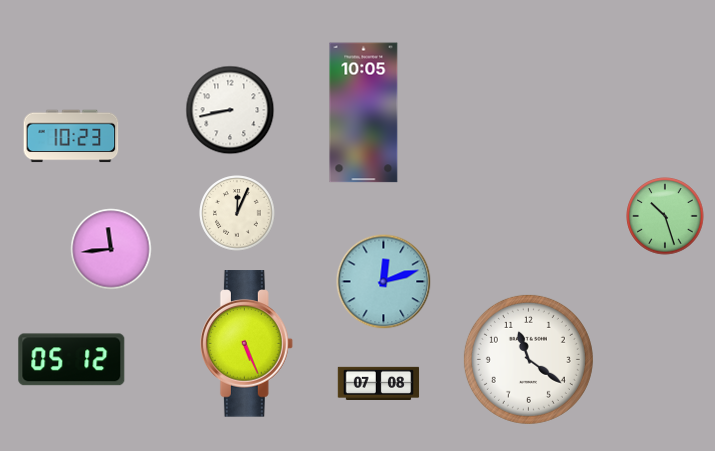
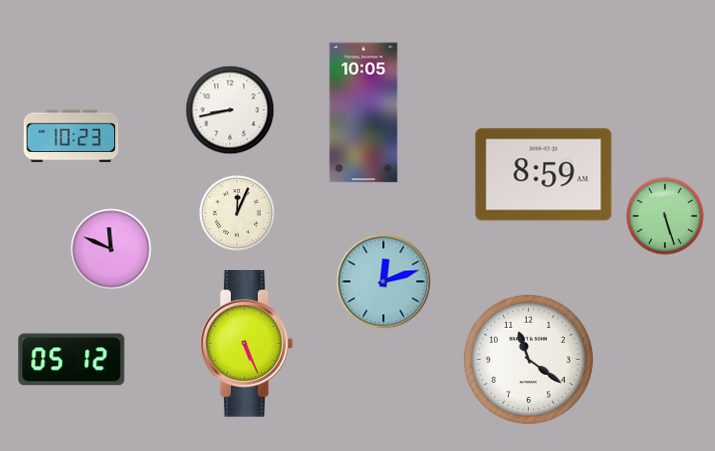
clock at (544, 175): none -> 8:59
clock at (665, 216): 10:27 -> 5:27
clock at (111, 249): 11:44 -> 11:49
clock at (379, 383): 07:08 -> none
